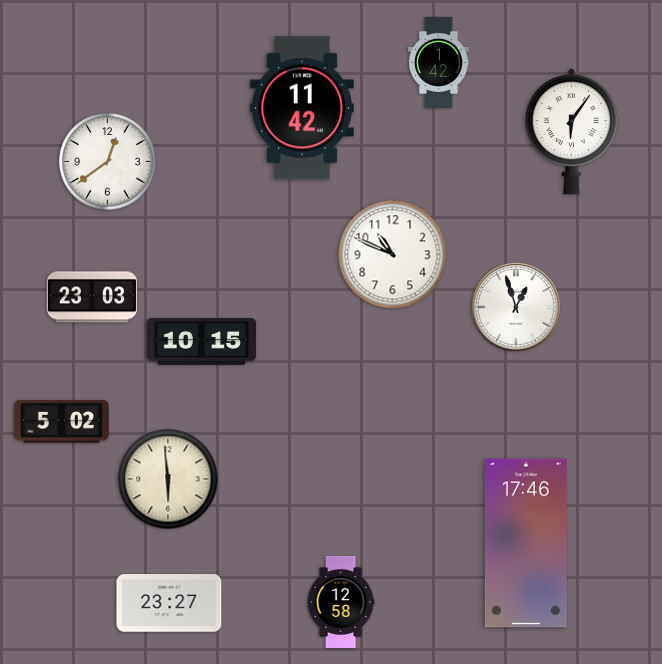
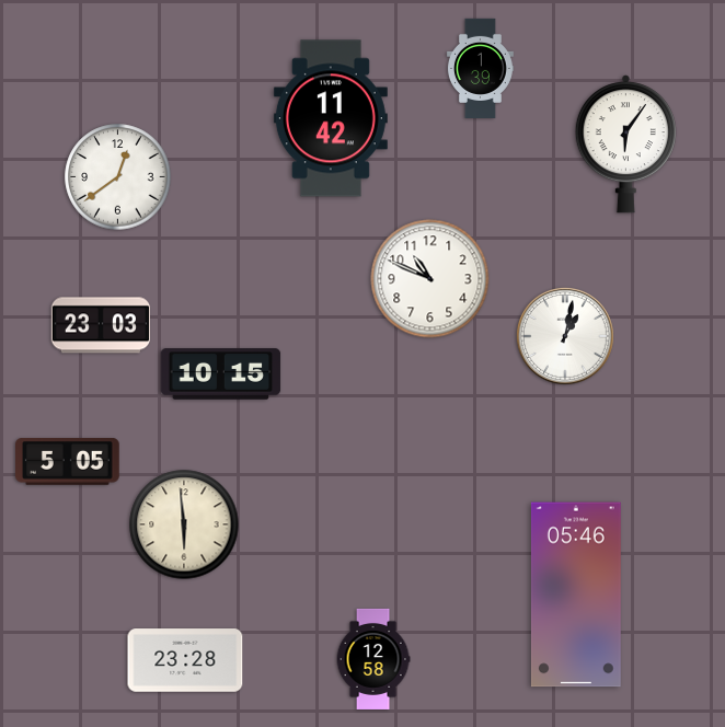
clock at (438, 62): 1:42 -> 1:39
clock at (516, 307): 12:57 -> 1:02
clock at (62, 422): 5:02 -> 5:05
clock at (526, 543): 17:46 -> 05:46
clock at (169, 603): 23:27 -> 23:28
